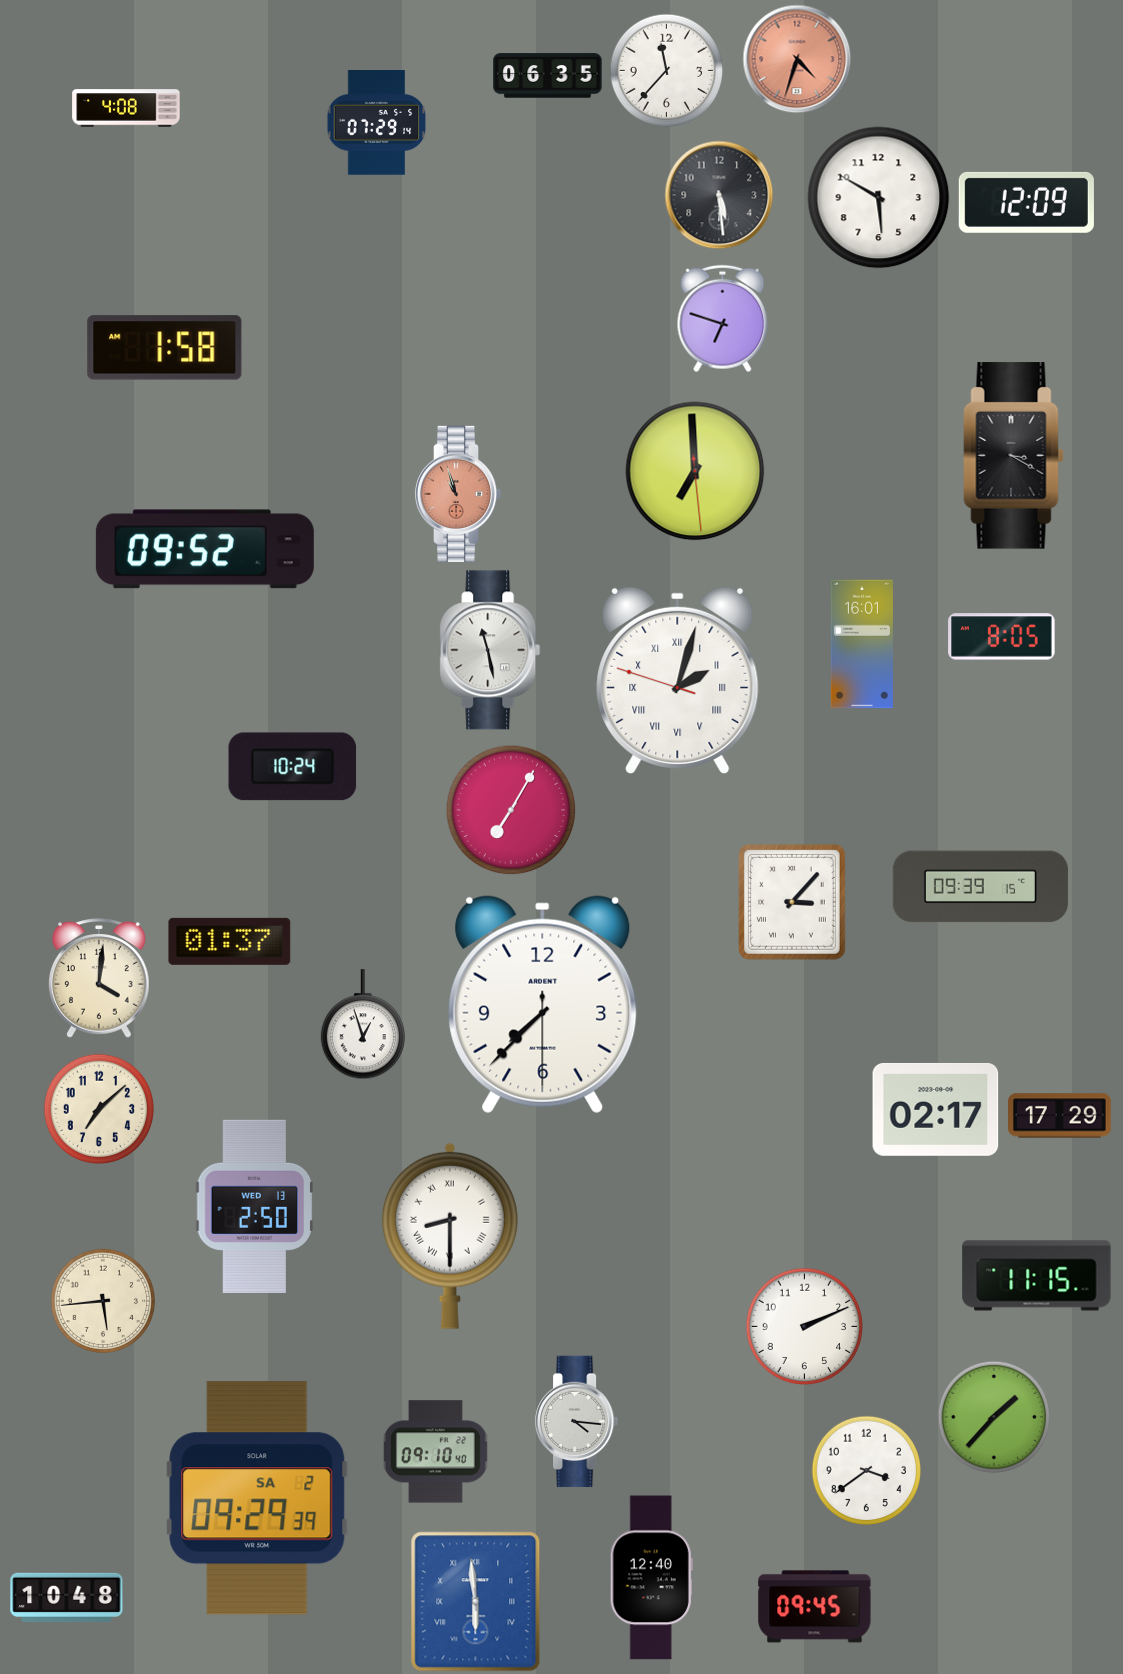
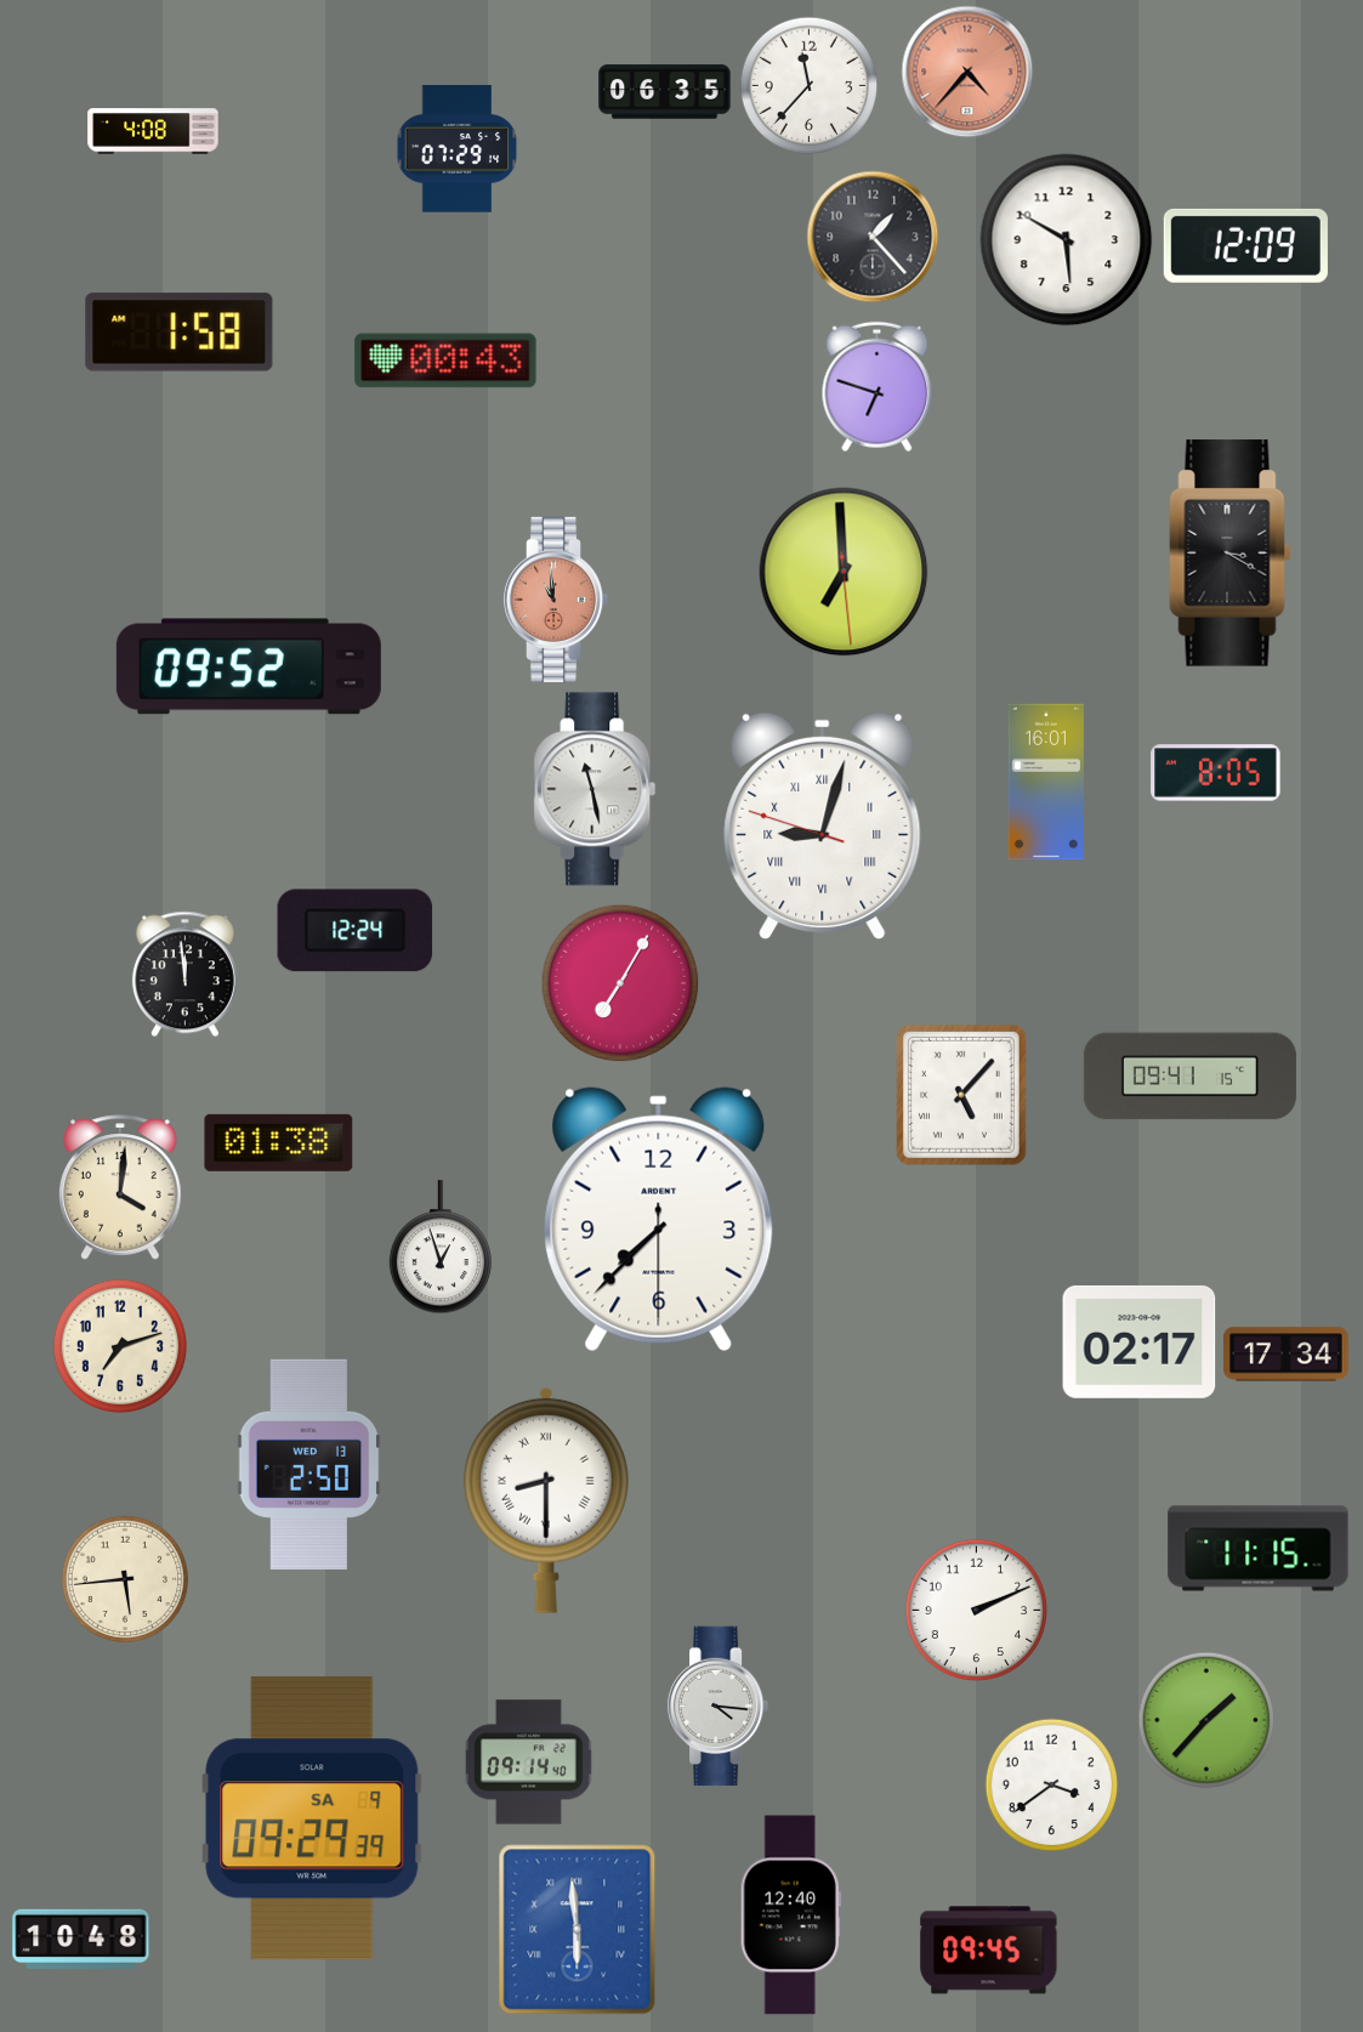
clock at (797, 59): 4:33 -> 4:37
clock at (719, 195): 5:29 -> 1:23
clock at (445, 361): none -> 00:43
clock at (165, 348) position: (165, 348) -> (180, 333)
clock at (458, 494): 10:57 -> 10:59
clock at (678, 680): 2:02 -> 9:02
clock at (293, 767): 10:24 -> 12:24
clock at (184, 975): none -> 11:59
clock at (980, 887): 09:39 -> 09:41
clock at (792, 902): 3:07 -> 5:07
clock at (230, 941): 01:37 -> 01:38
clock at (363, 1025) position: (363, 1025) -> (441, 1248)
clock at (98, 1108): 7:08 -> 7:12
clock at (936, 1109) position: (936, 1109) -> (1140, 1341)
clock at (1060, 1116): 17:29 -> 17:34
clock at (577, 1422) position: (577, 1422) -> (719, 1707)
clock at (435, 1452): 09:10 -> 09:14
clock at (257, 1498) date: SA 2 -> SA 9
clock at (476, 1602) position: (476, 1602) -> (578, 1930)
